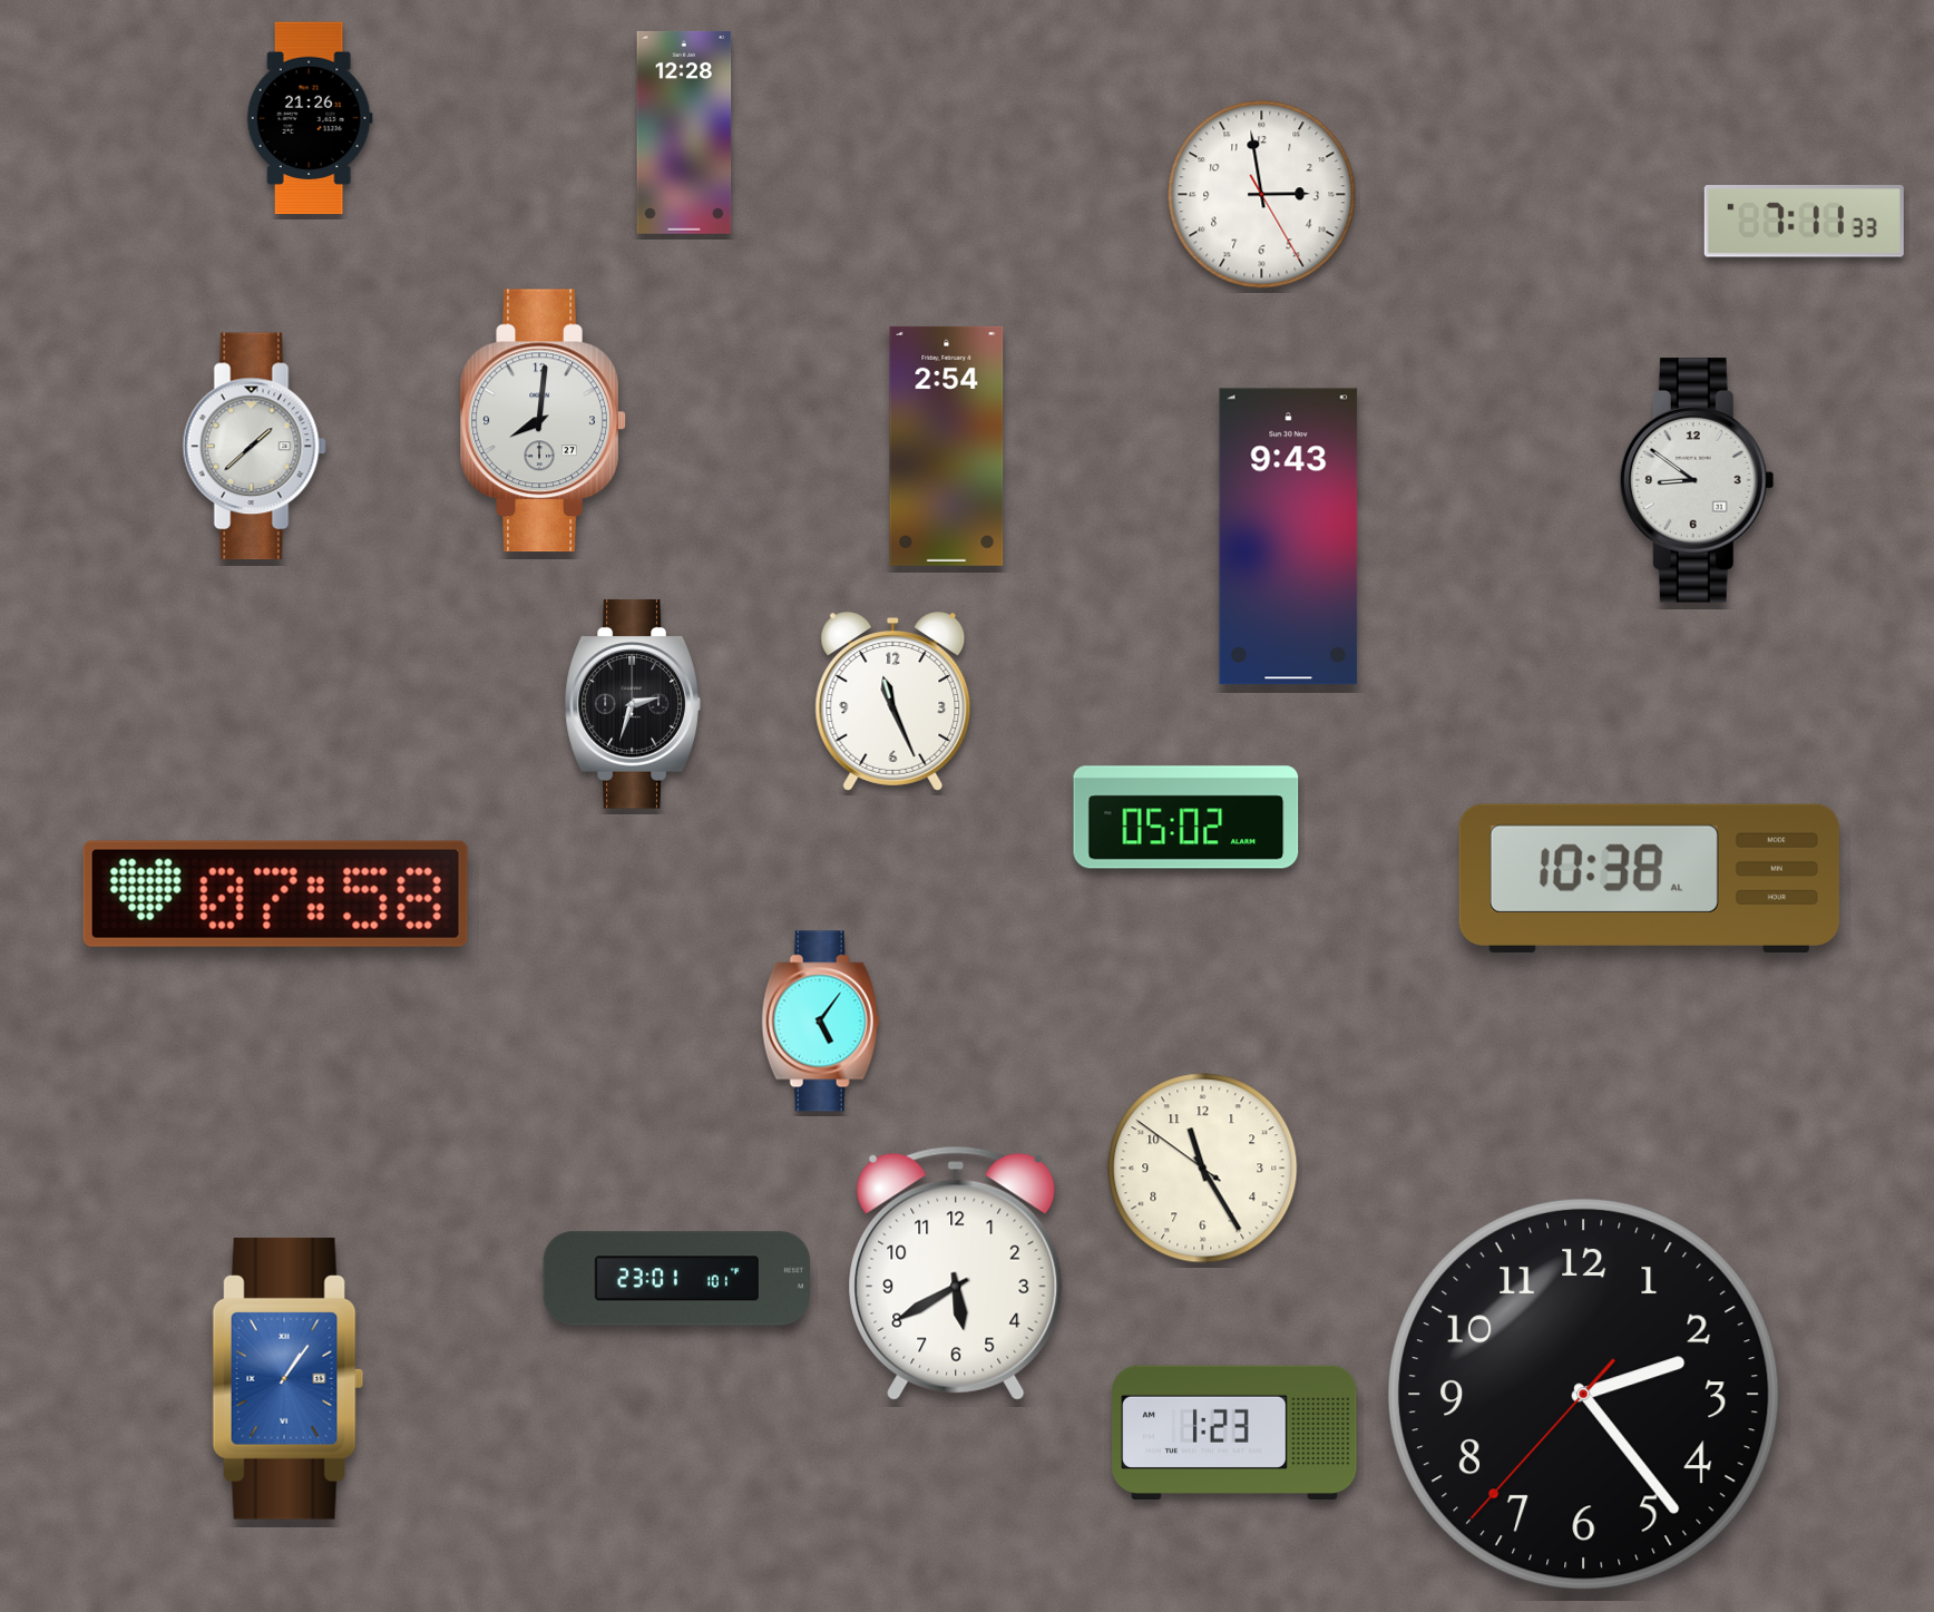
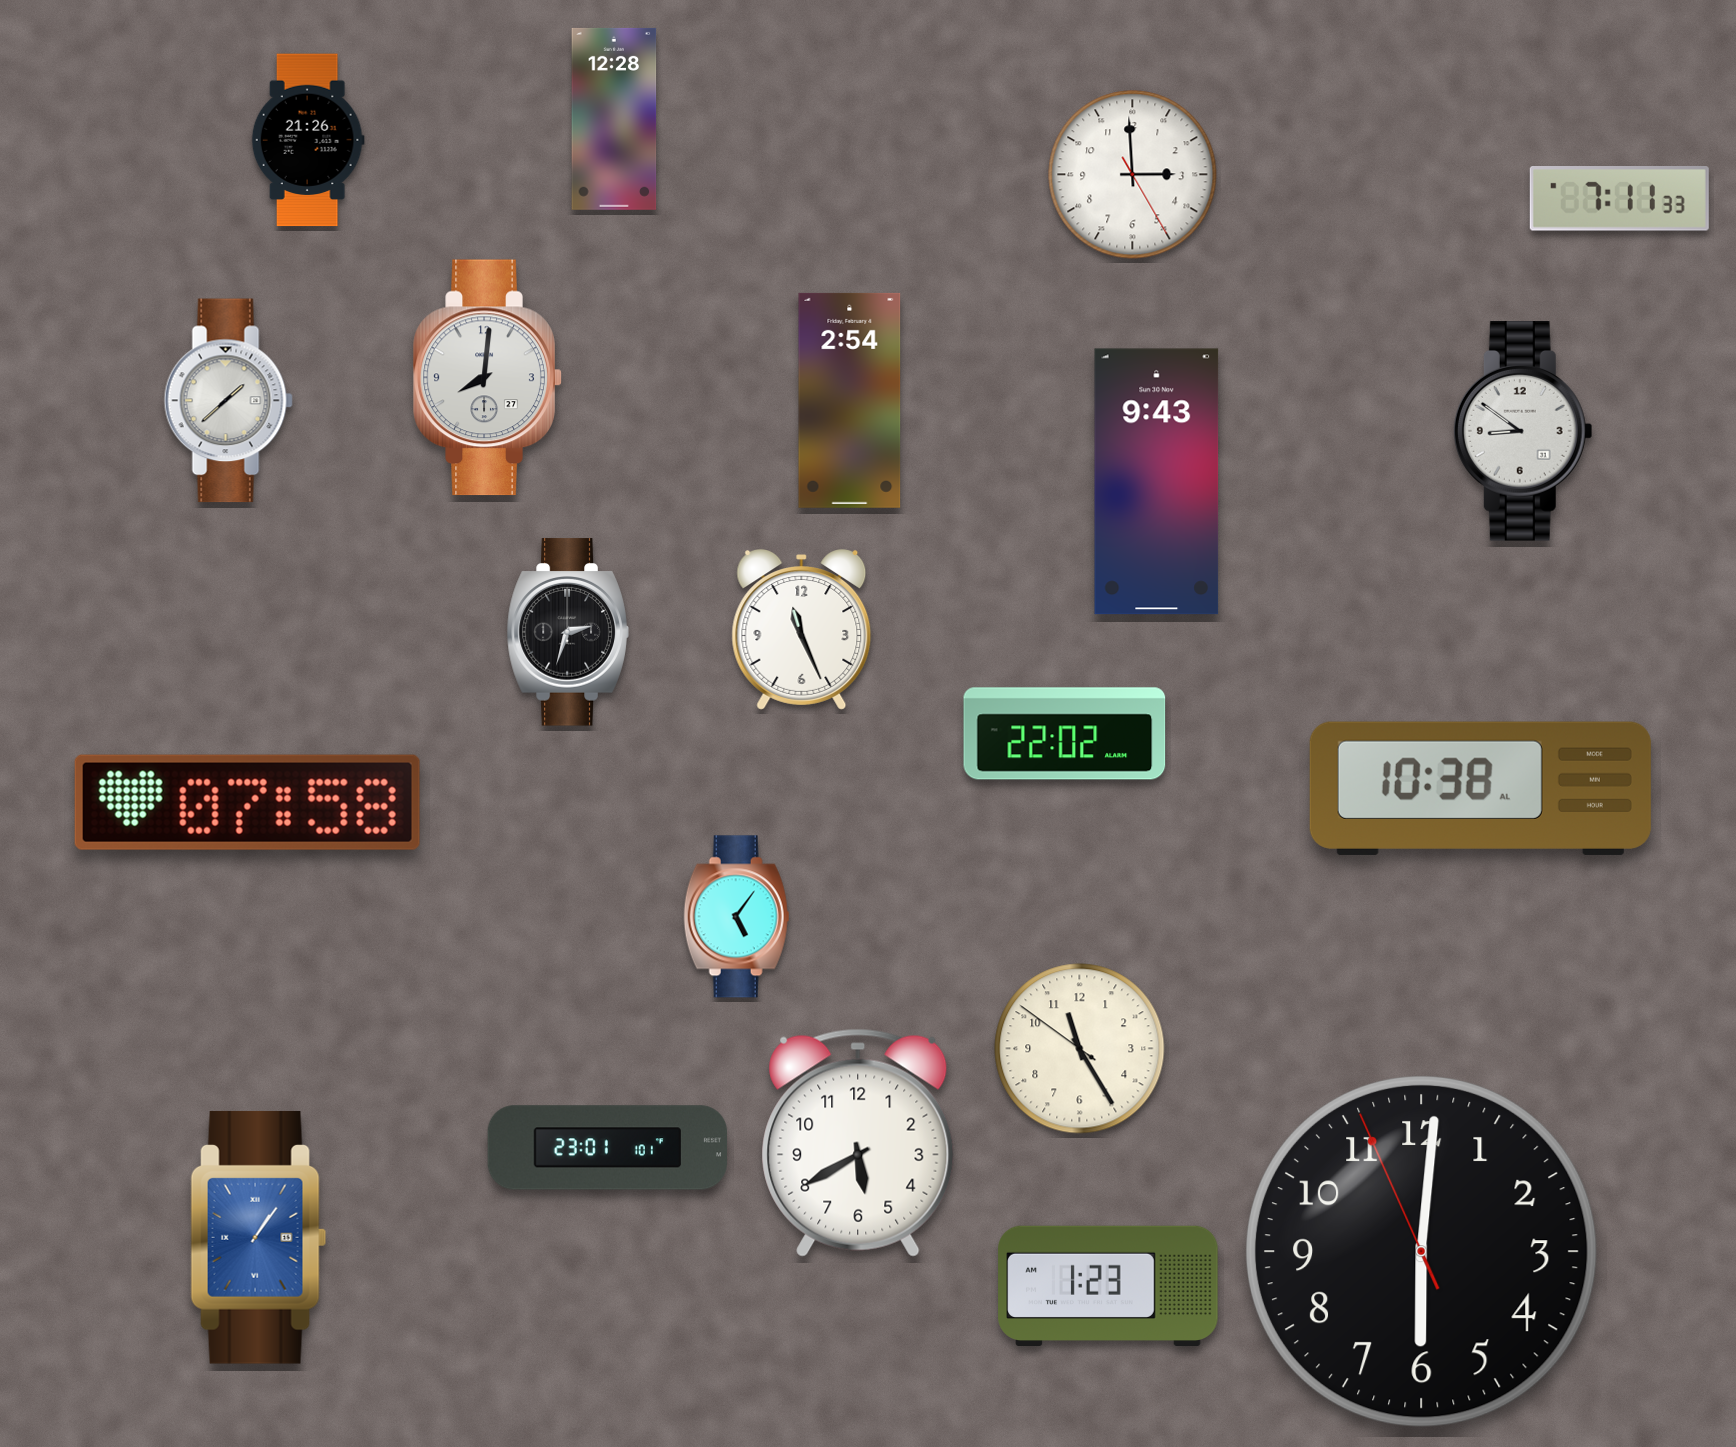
clock at (310, 118) position: (310, 118) -> (308, 140)
clock at (1262, 195): 2:58 -> 2:59
clock at (1186, 818): 05:02 -> 22:02
clock at (1583, 1394): 2:23 -> 6:00
